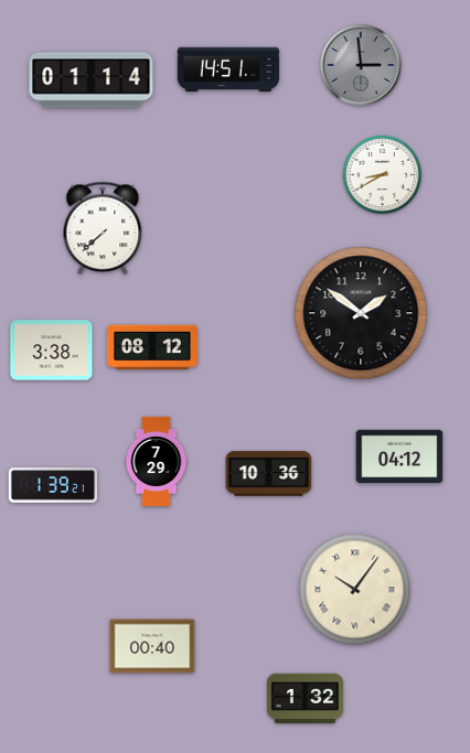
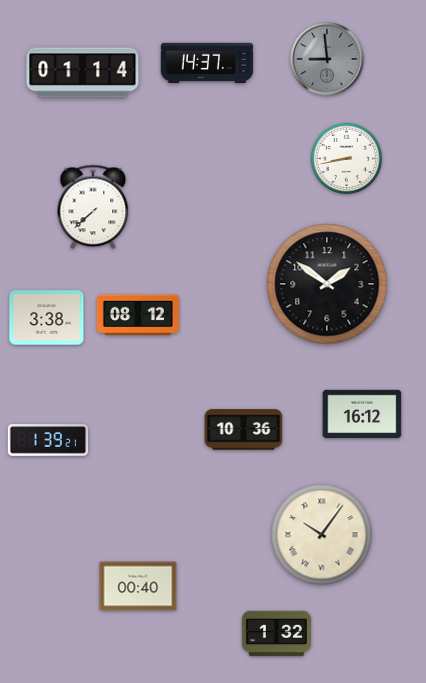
clock at (361, 65): 2:59 -> 8:59
clock at (228, 69): 14:51 -> 14:37
clock at (382, 174): 8:40 -> 8:43
clock at (399, 456): 04:12 -> 16:12
clock at (157, 461): 7:29 -> none
